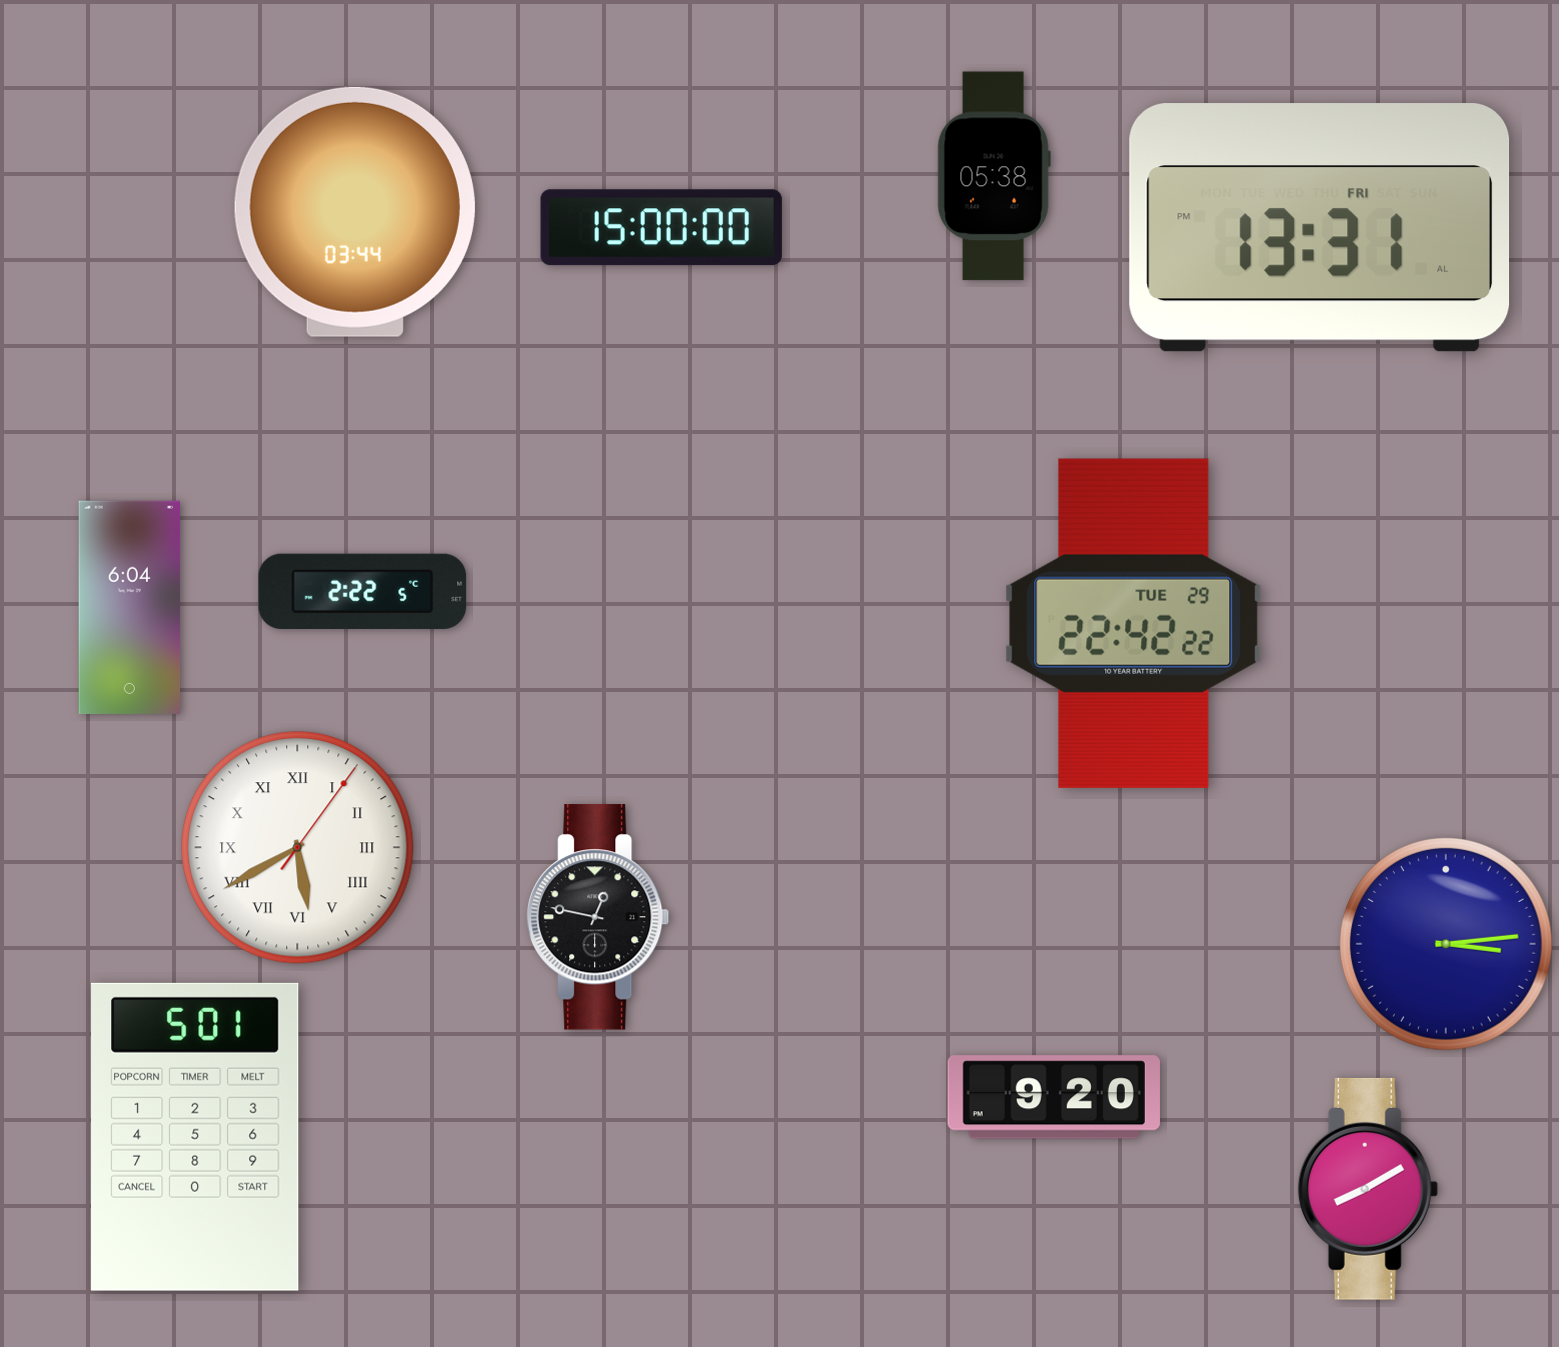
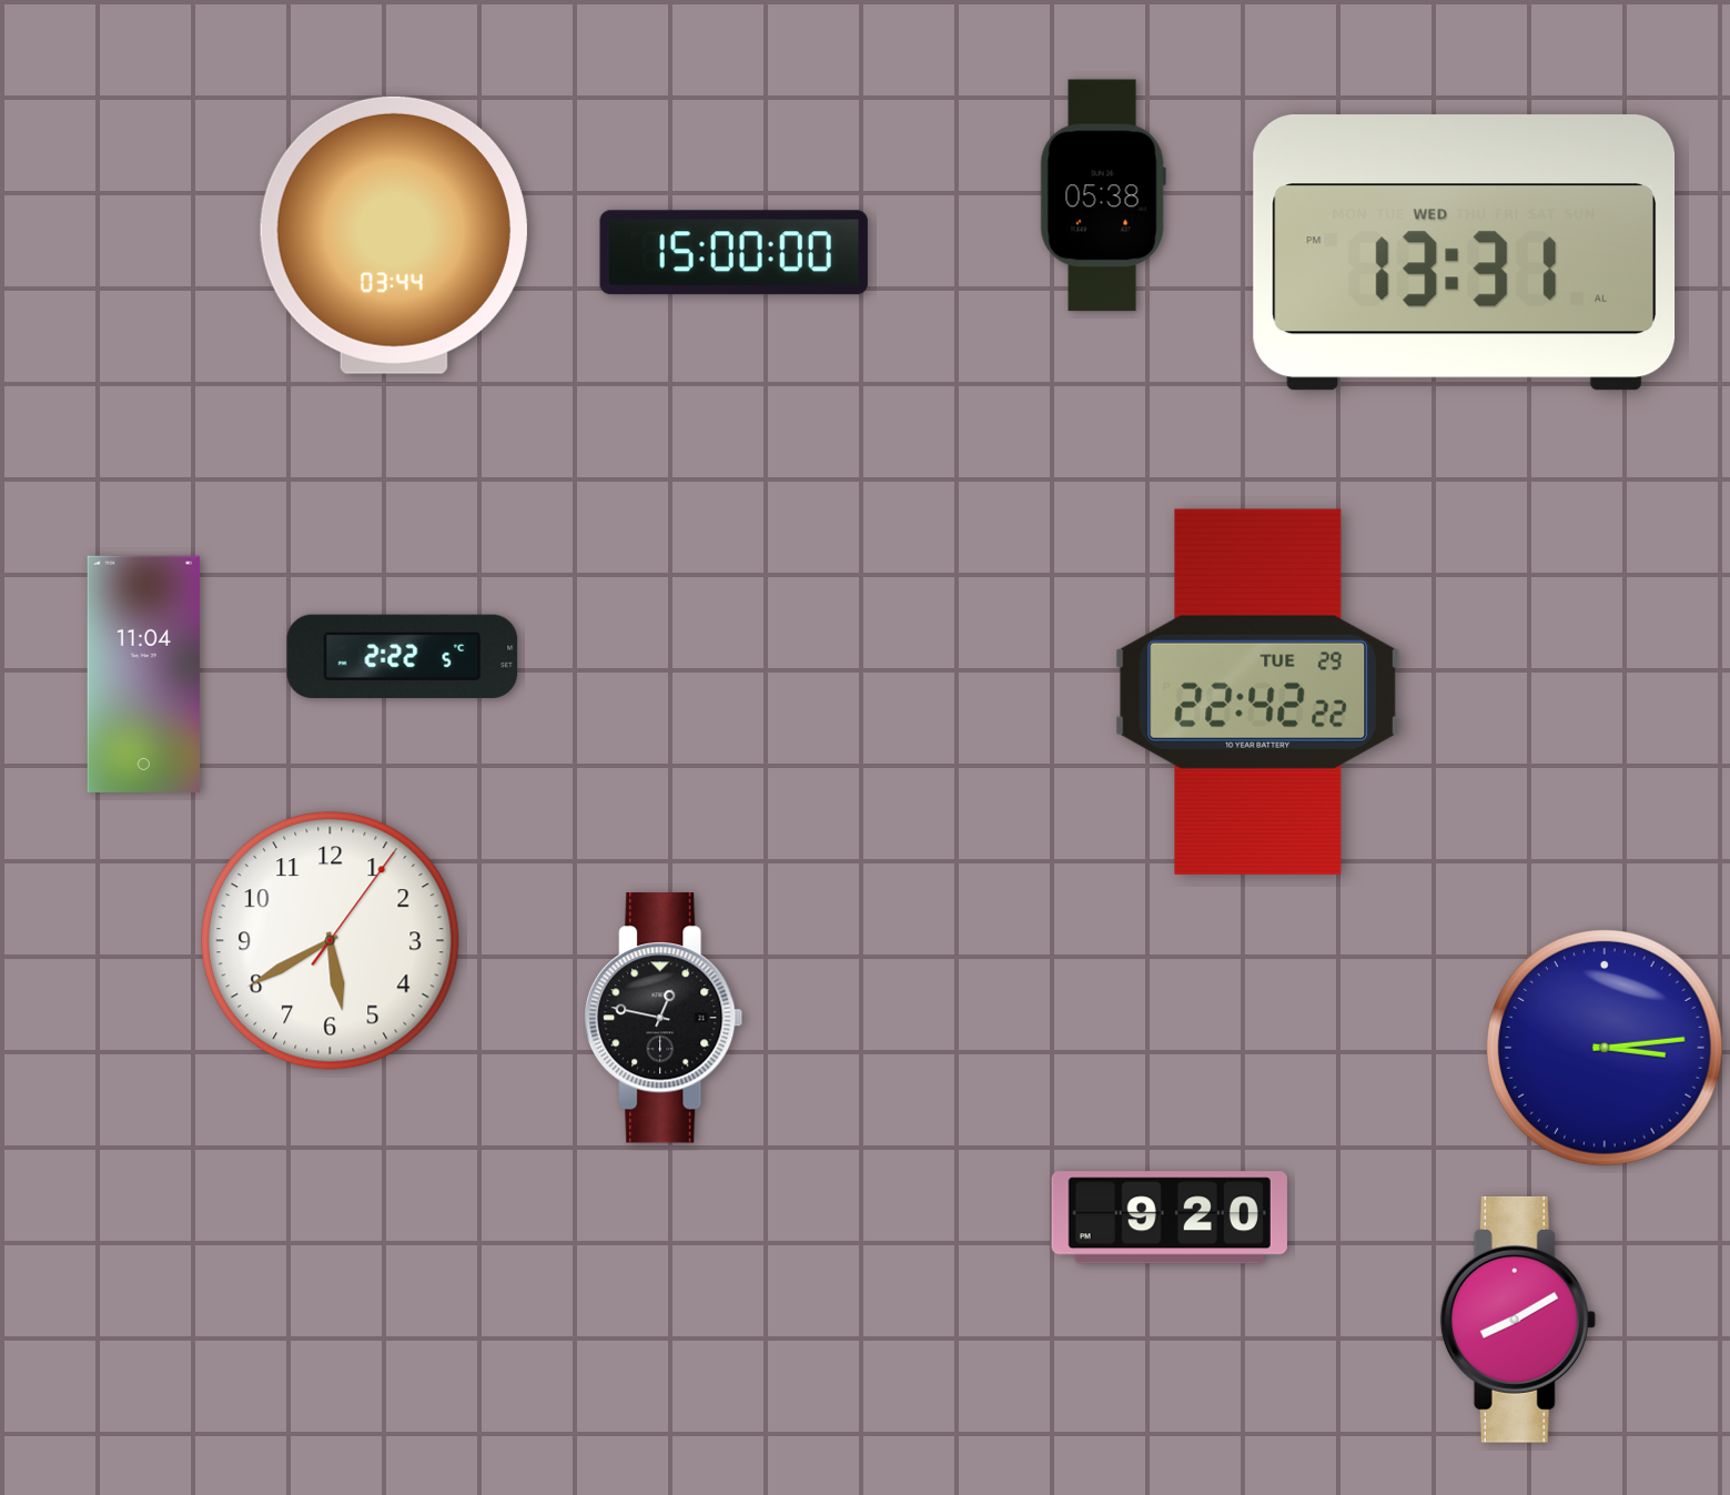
clock at (1320, 228) date: FRI -> WED
clock at (130, 607): 6:04 -> 11:04
clock at (298, 848) numerals: Roman -> Arabic
clock at (195, 1137): 5:01 -> none
